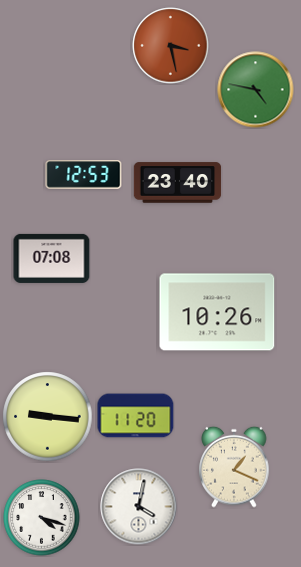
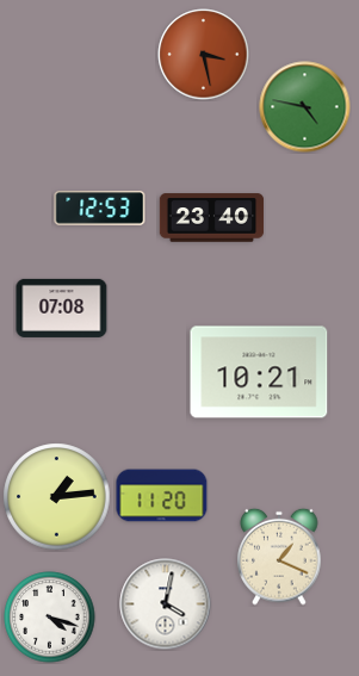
clock at (217, 312): 10:26 -> 10:21
clock at (48, 417): 9:16 -> 1:14
